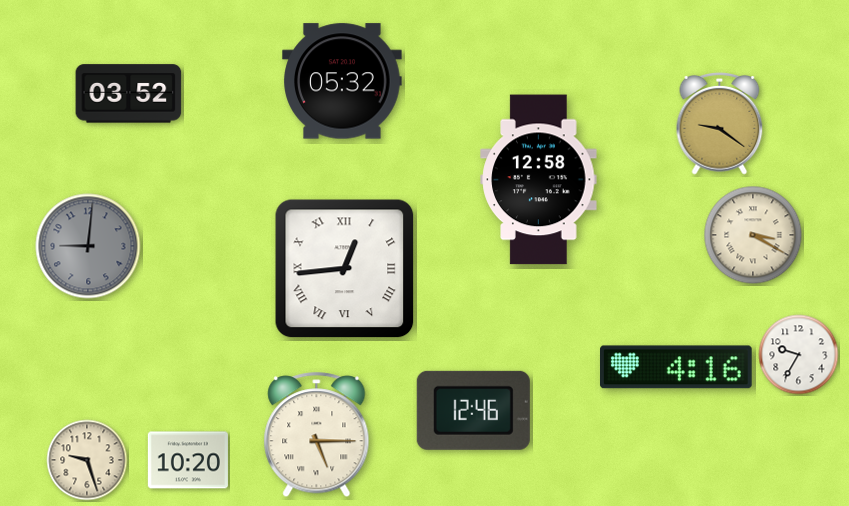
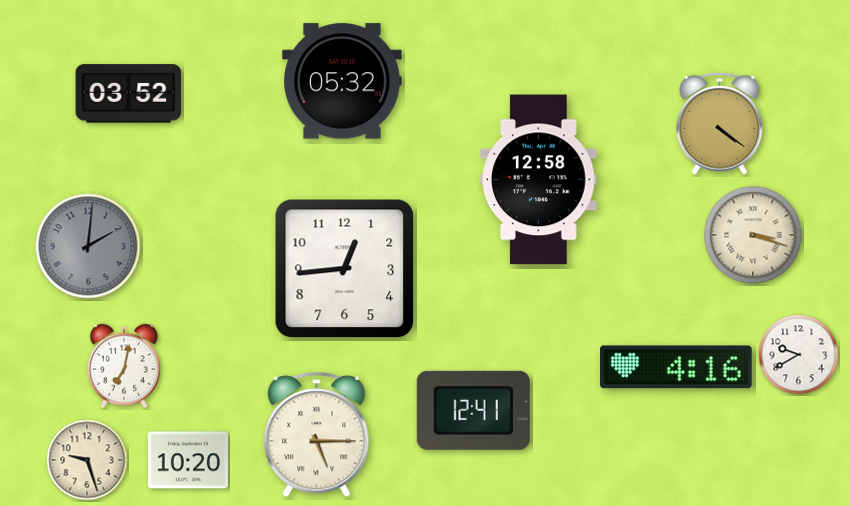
clock at (720, 124): 9:21 -> 4:21
clock at (753, 235): 3:20 -> 3:18
clock at (88, 246): 9:01 -> 2:01
clock at (345, 269) numerals: Roman -> Arabic
clock at (799, 355): 9:35 -> 9:40
clock at (124, 366): none -> 7:02
clock at (473, 410): 12:46 -> 12:41
